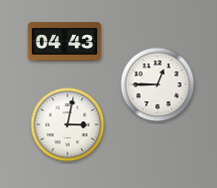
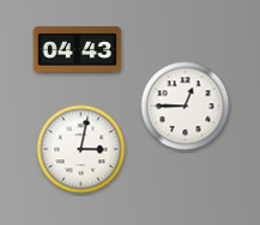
clock at (158, 85) position: (158, 85) -> (186, 107)
